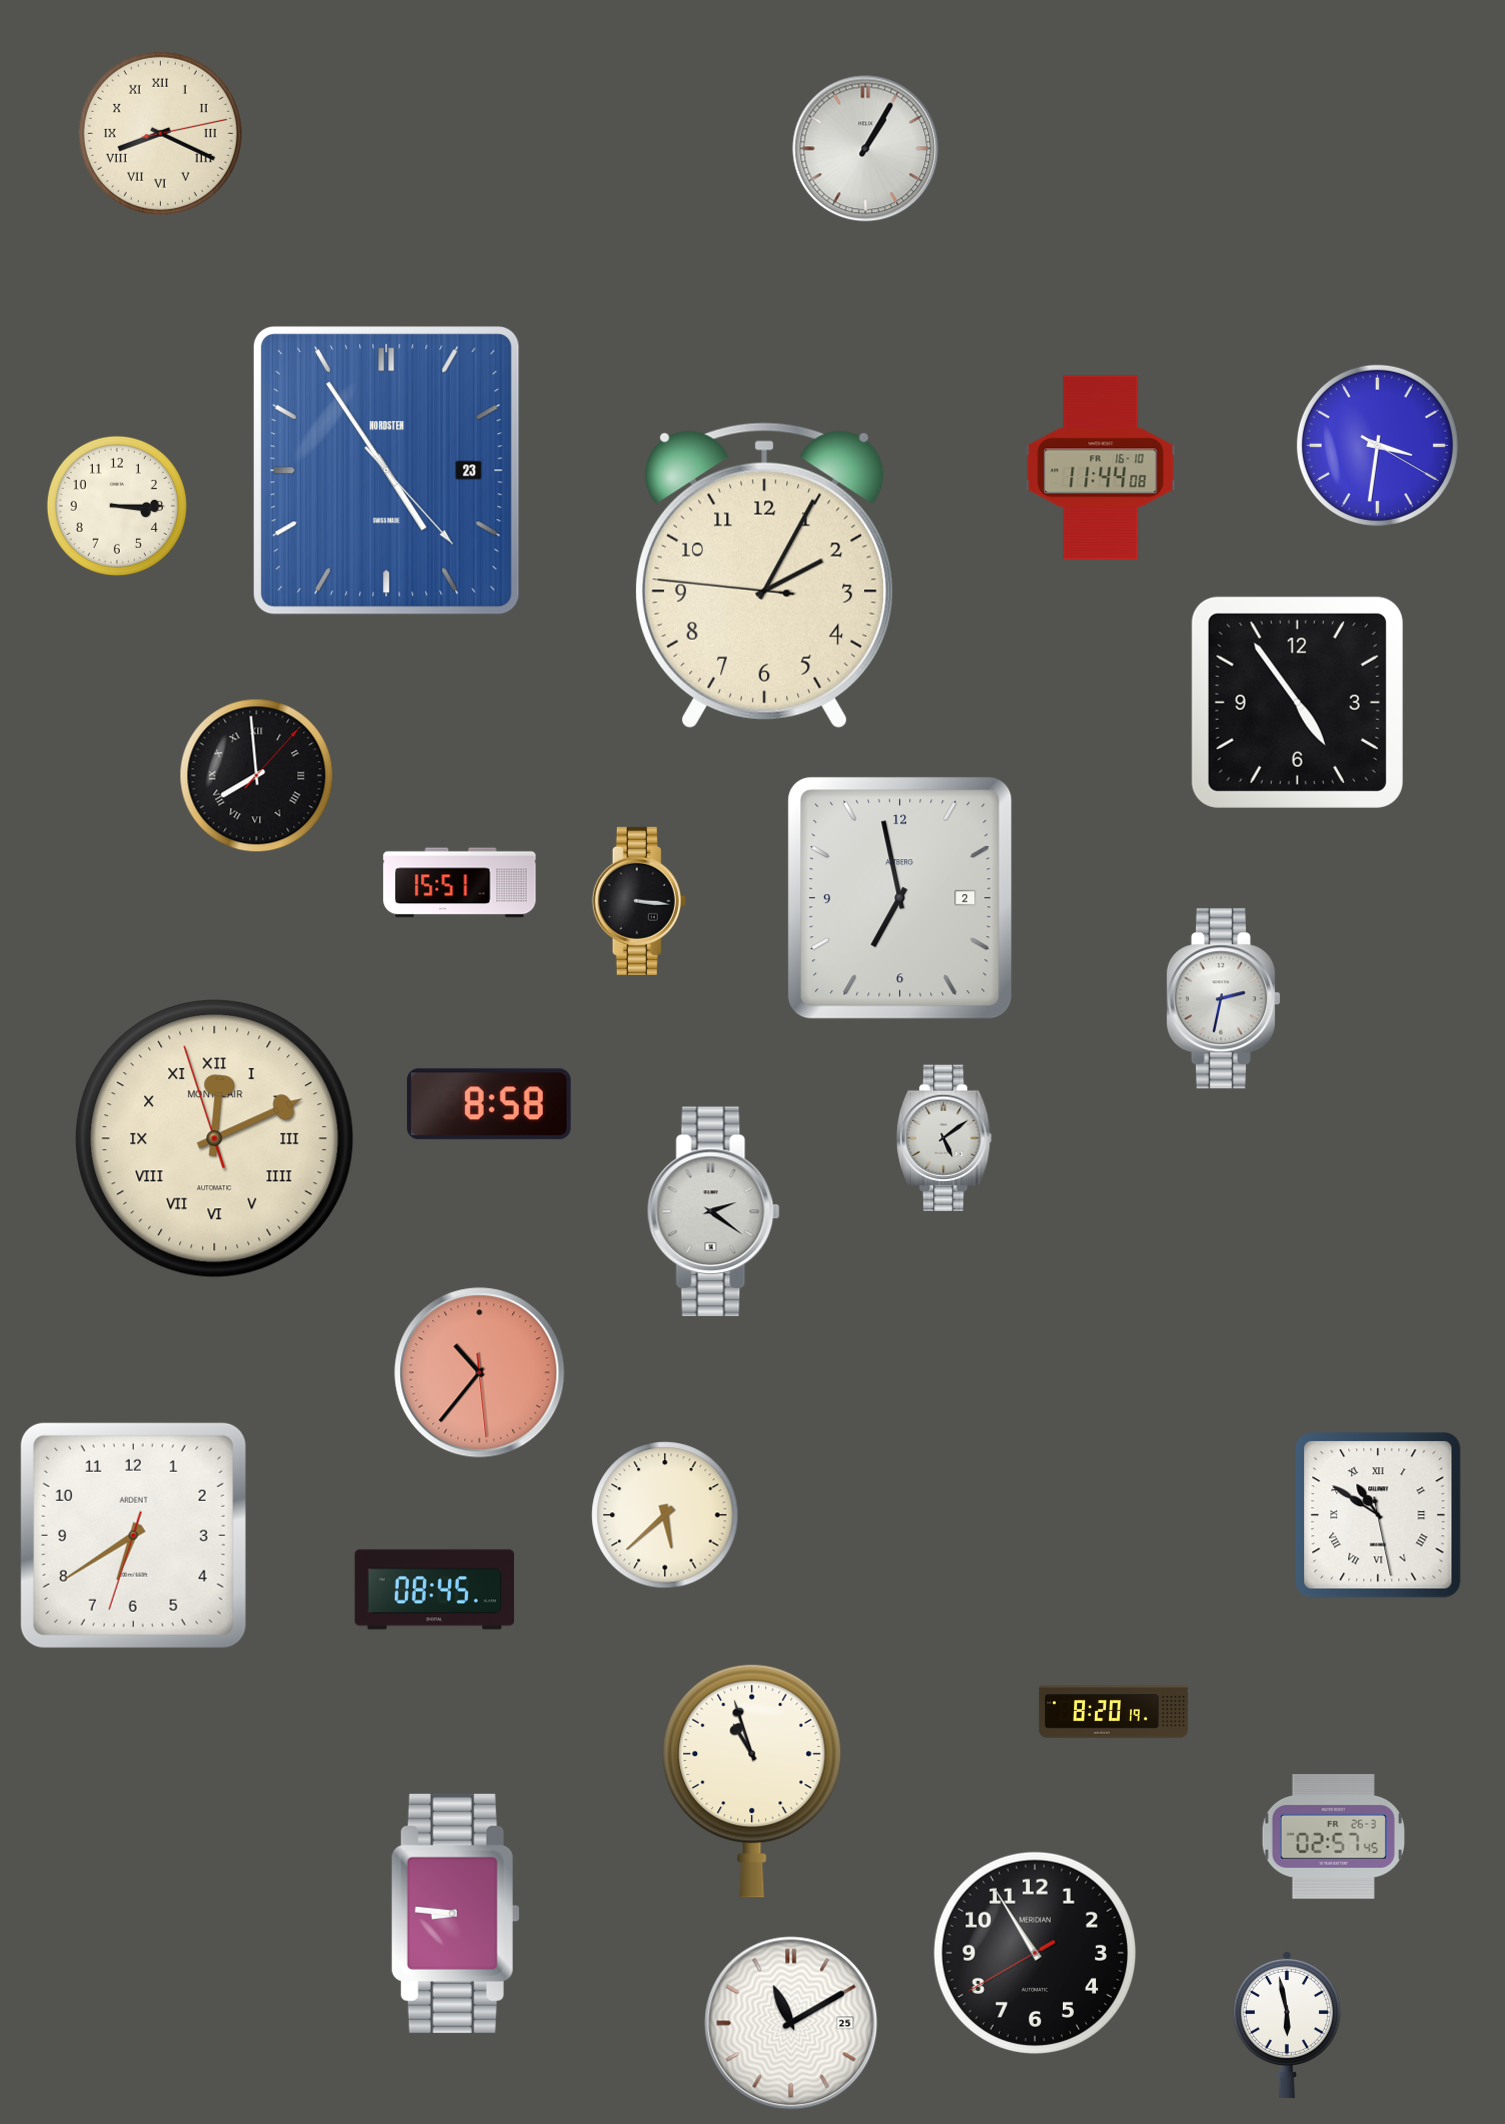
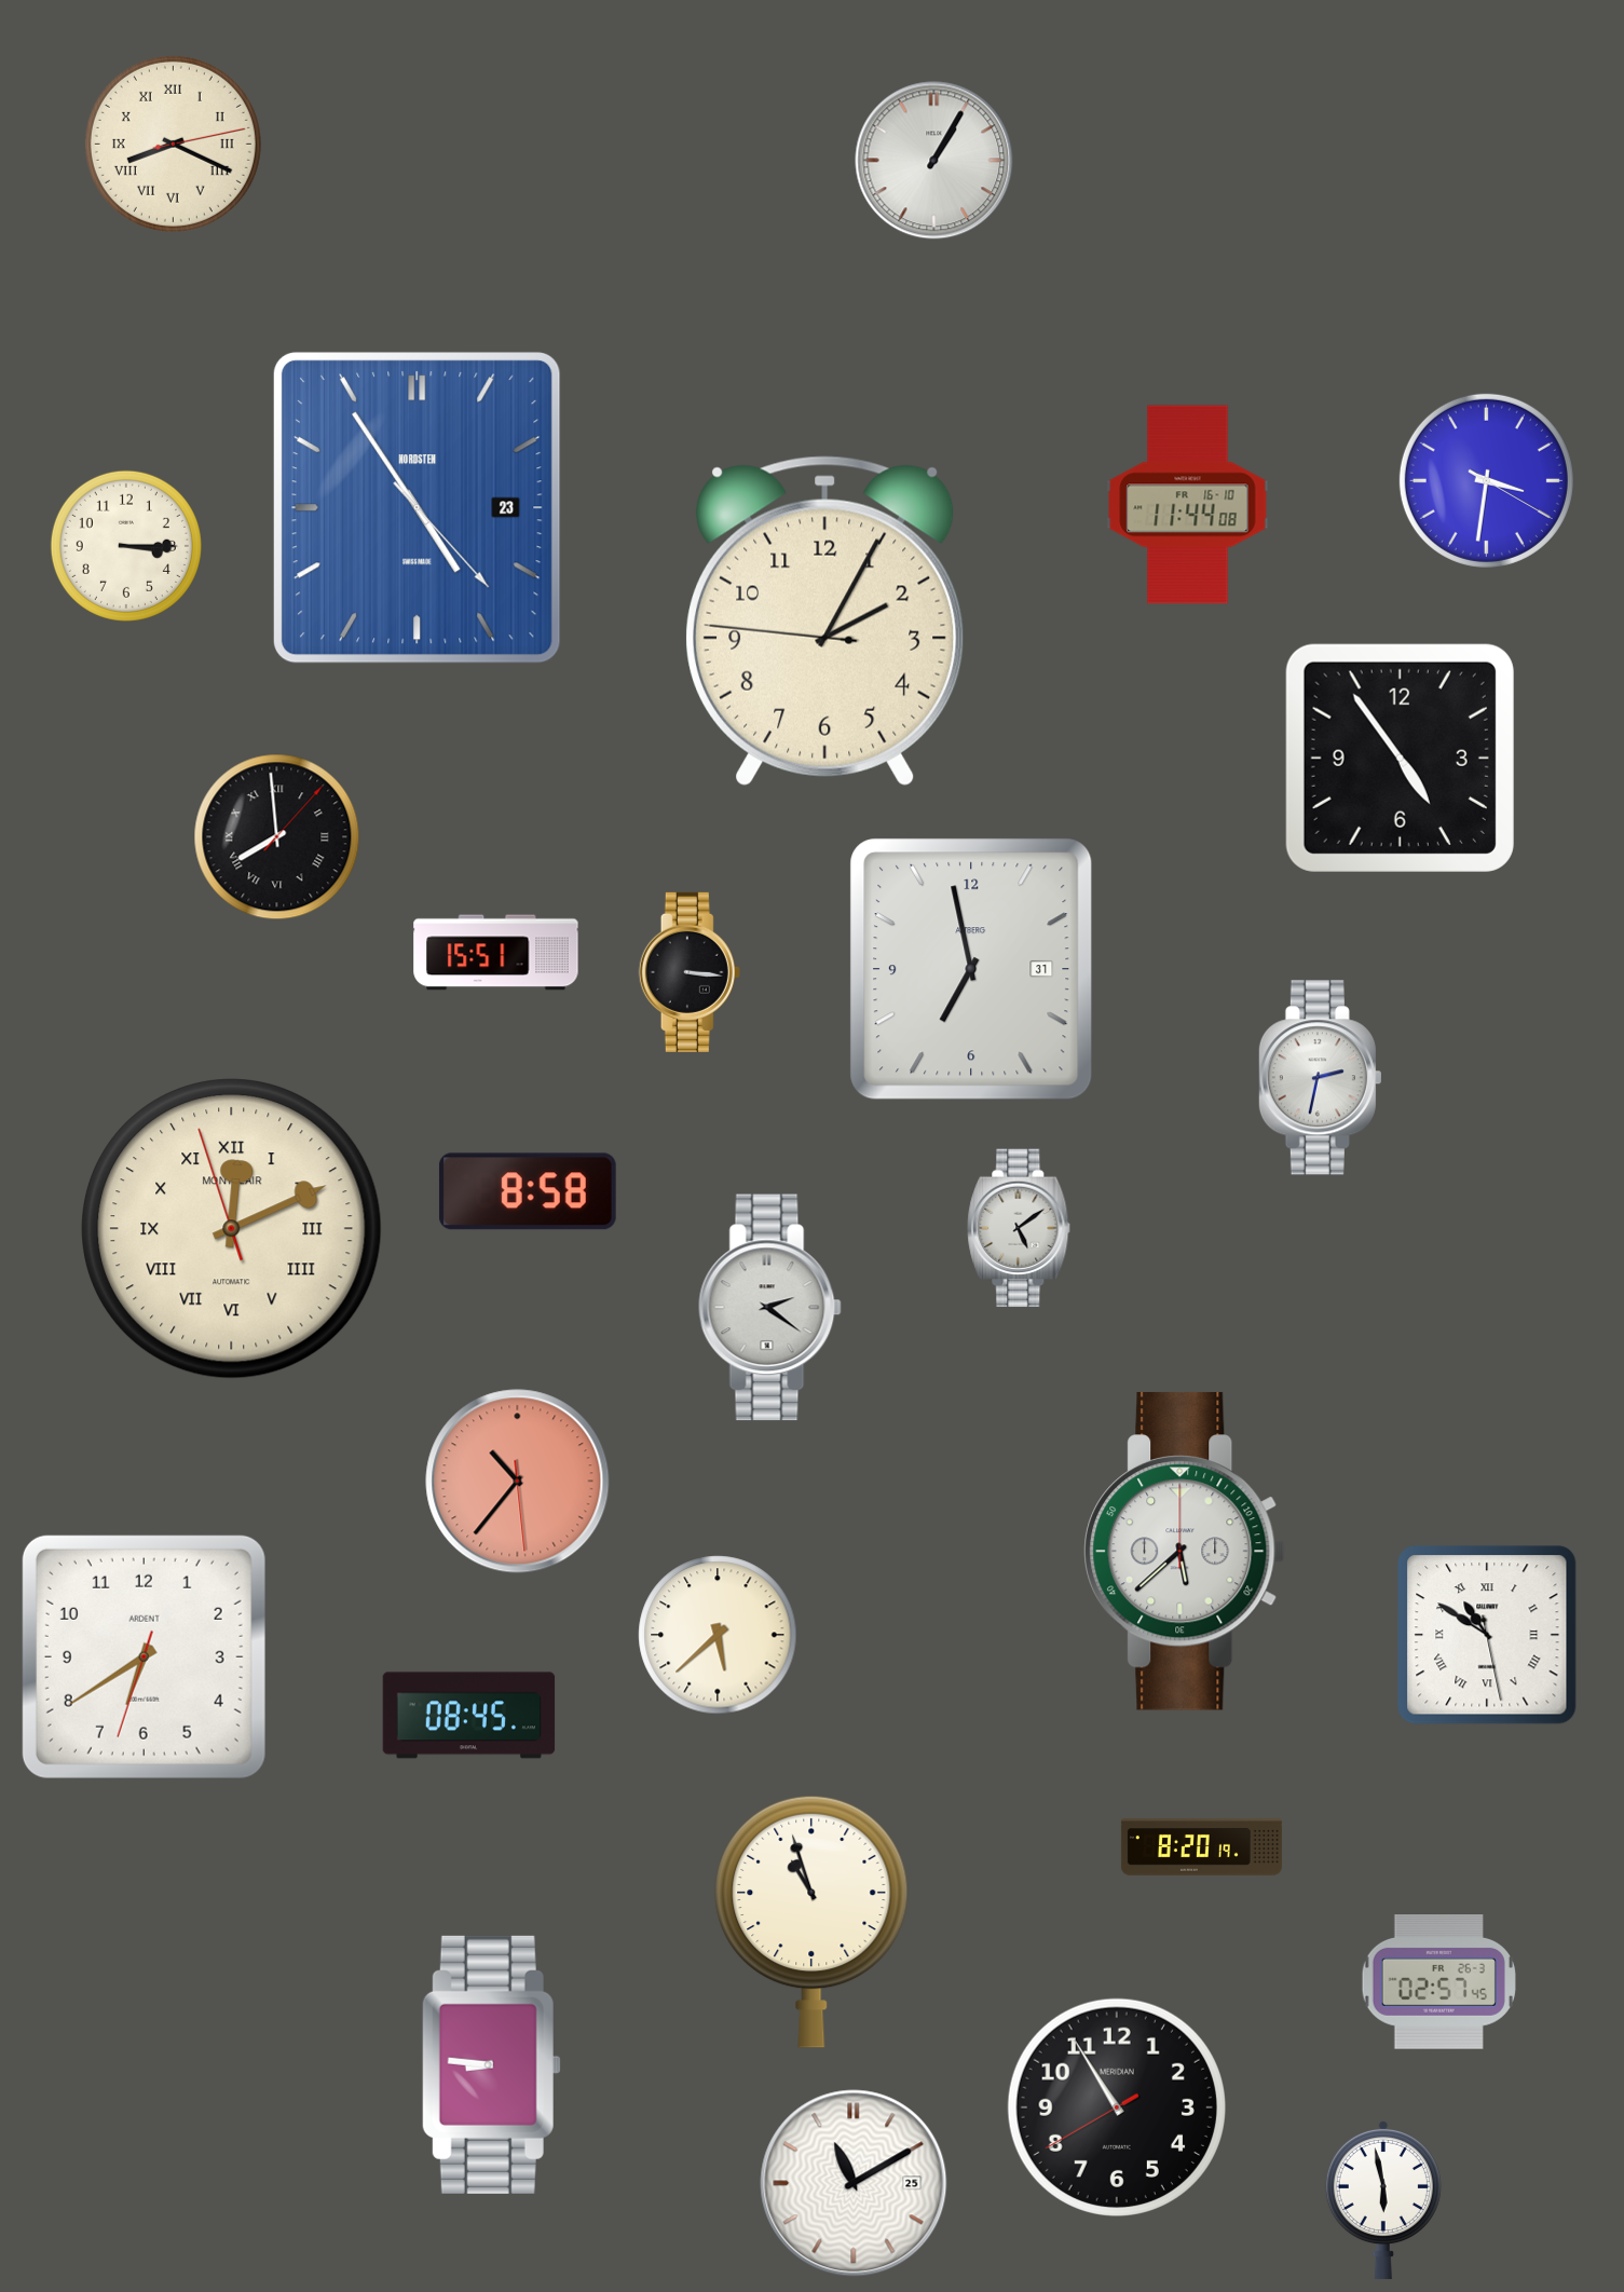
clock at (900, 898) date: 2 -> 31
clock at (1185, 1551): none -> 5:38
clock at (1287, 2025) position: (1287, 2025) -> (1383, 2200)
